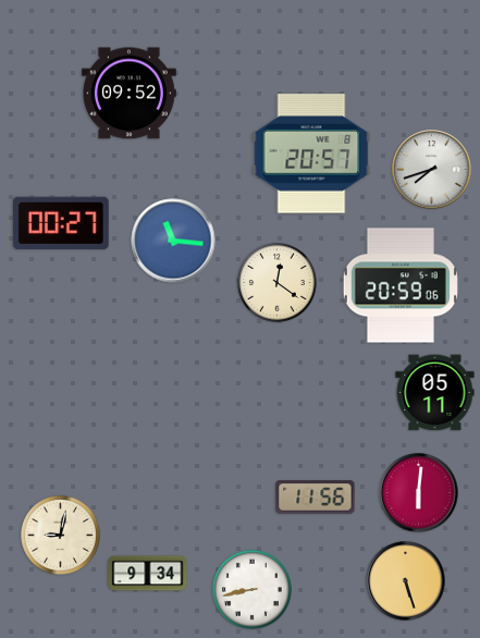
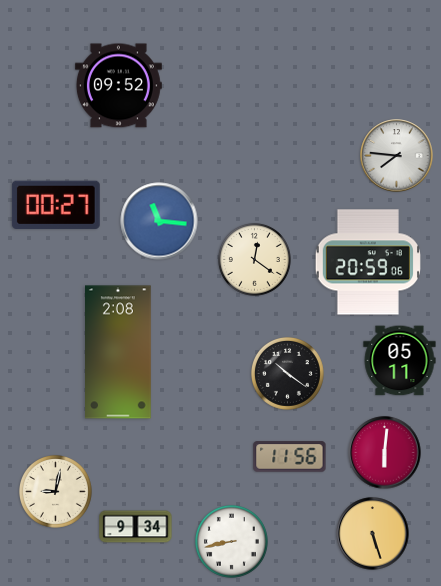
clock at (311, 154): 20:57 -> none
clock at (432, 170): 7:42 -> 7:46
clock at (119, 352): none -> 2:08
clock at (287, 373): none -> 10:21
